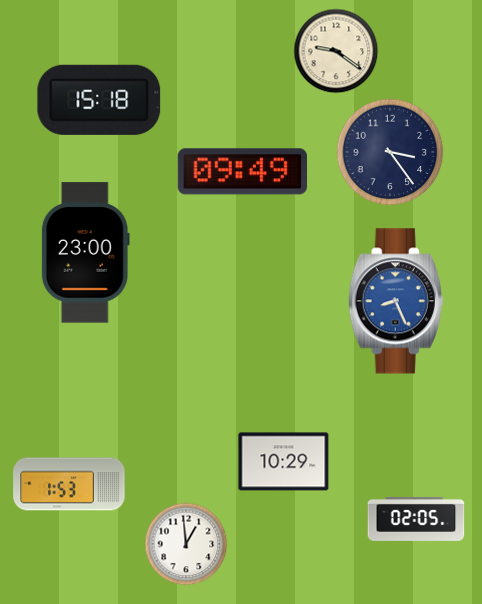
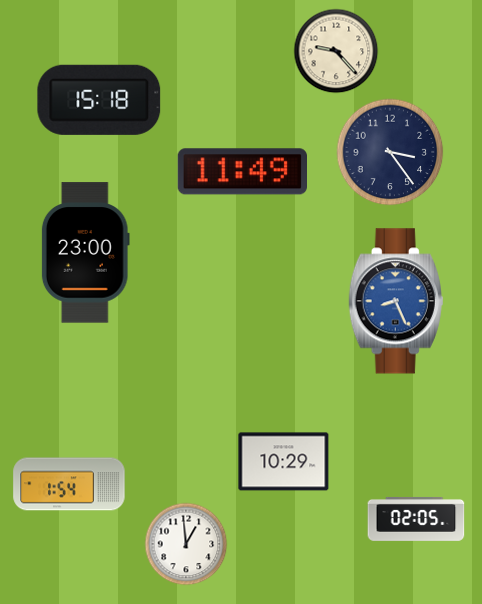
clock at (336, 51): 9:21 -> 9:23
clock at (242, 172): 09:49 -> 11:49
clock at (69, 484): 1:53 -> 1:54
